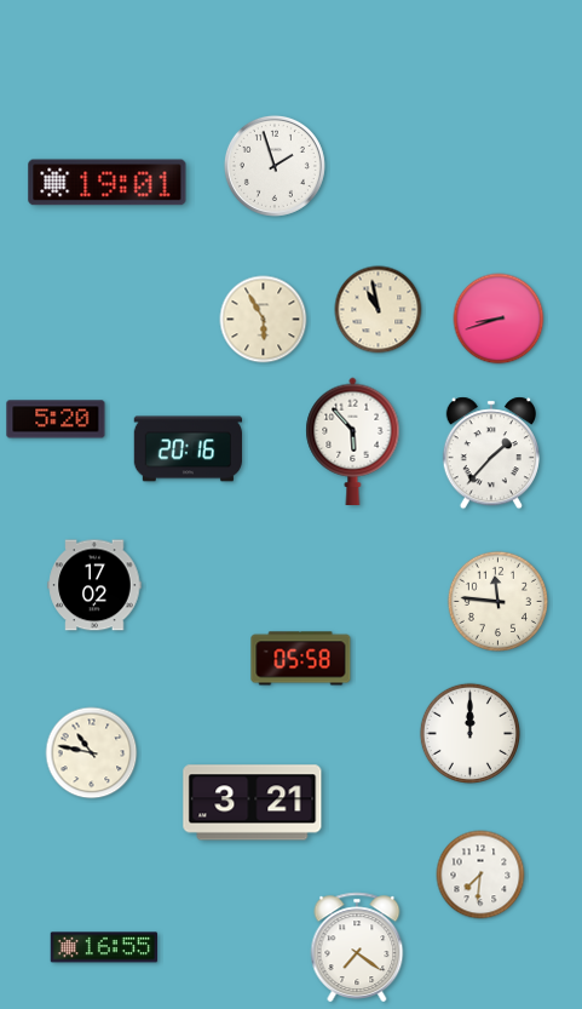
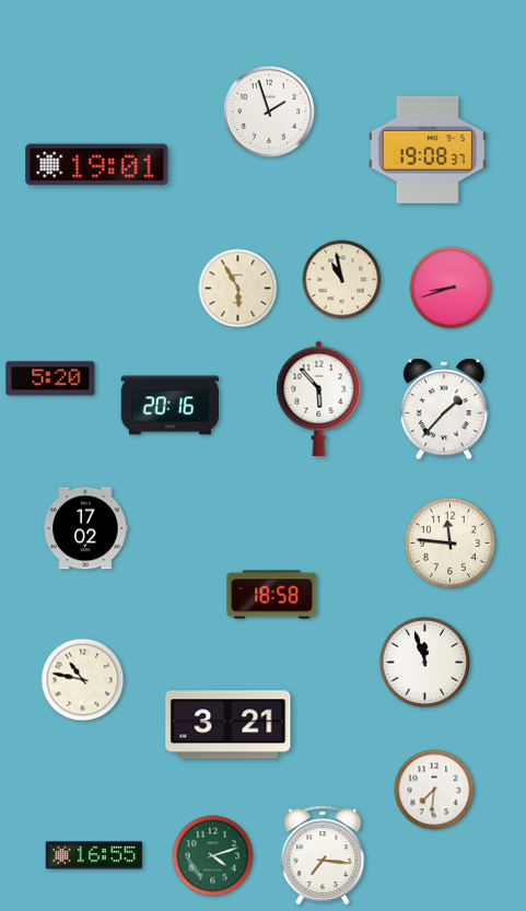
clock at (275, 166) position: (275, 166) -> (269, 112)
clock at (428, 150): none -> 19:08
clock at (301, 659): 05:58 -> 18:58
clock at (469, 733): 12:00 -> 11:57
clock at (357, 947): 7:21 -> 7:16
clock at (213, 856): none -> 4:12
